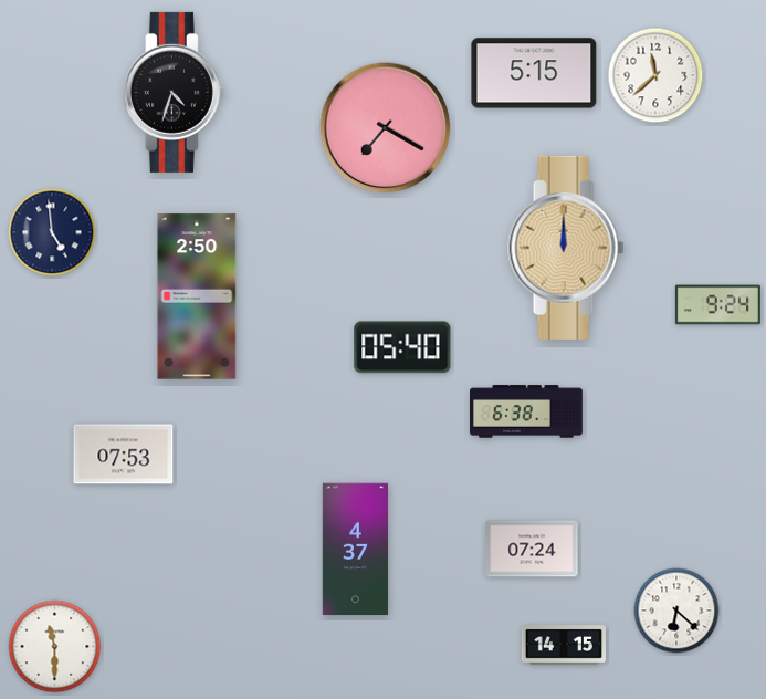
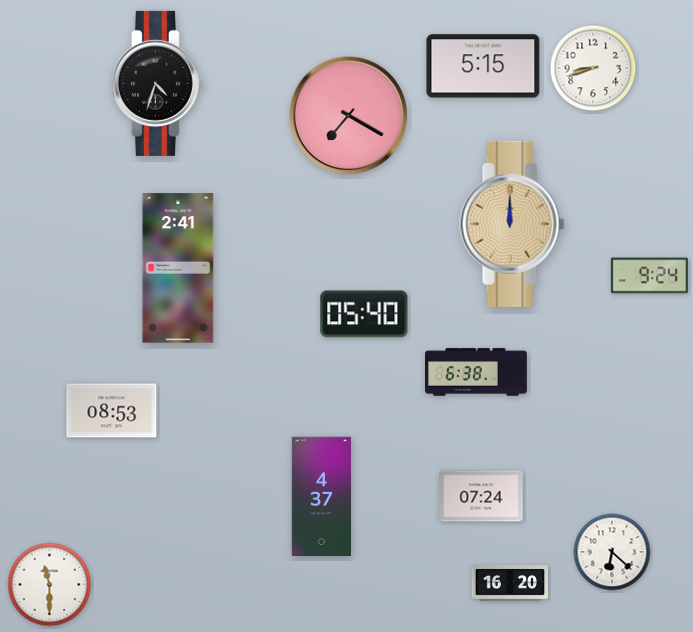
clock at (655, 75): 11:38 -> 8:42
clock at (52, 232): 4:59 -> none
clock at (197, 296): 2:50 -> 2:41
clock at (124, 455): 07:53 -> 08:53
clock at (563, 645): 14:15 -> 16:20
